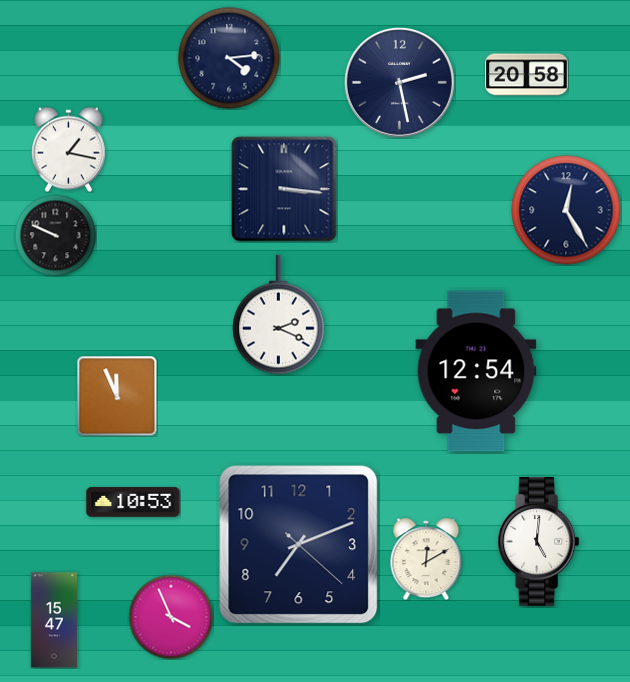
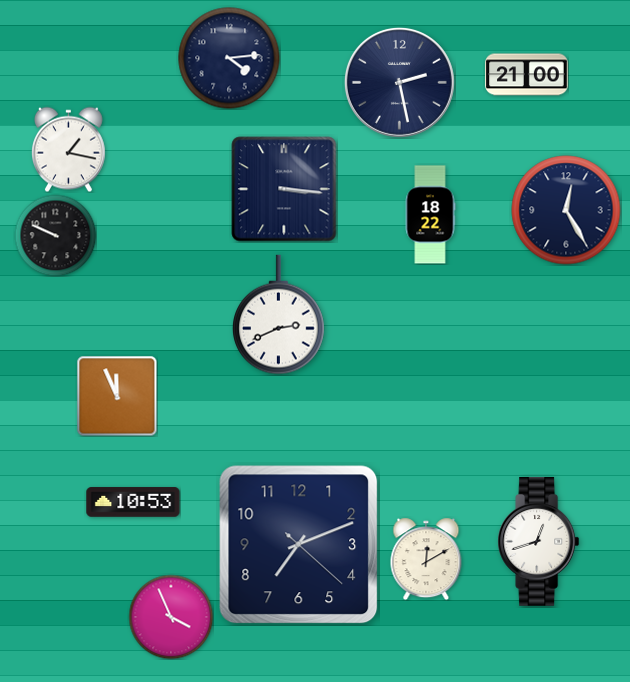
clock at (527, 75): 20:58 -> 21:00
clock at (430, 215): none -> 18:22
clock at (279, 315): 2:19 -> 2:41
clock at (476, 371): 12:54 -> none
clock at (539, 541): 5:01 -> 12:42
clock at (53, 620): 15:47 -> none
